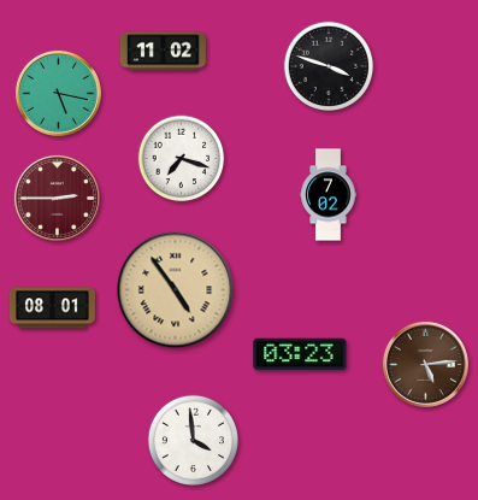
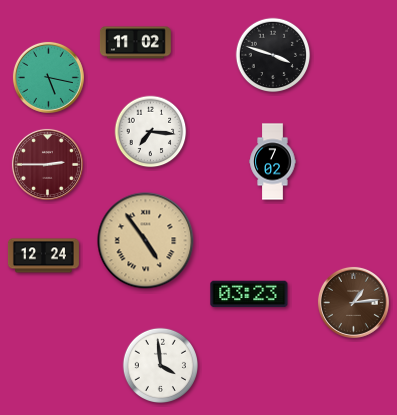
clock at (182, 159): 7:18 -> 7:16
clock at (52, 308): 08:01 -> 12:24
clock at (425, 364): 5:14 -> 1:14
